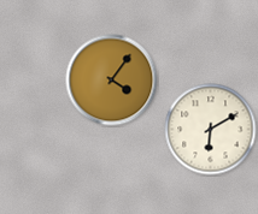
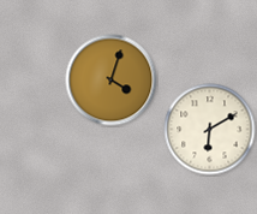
clock at (112, 81): 4:06 -> 4:03
